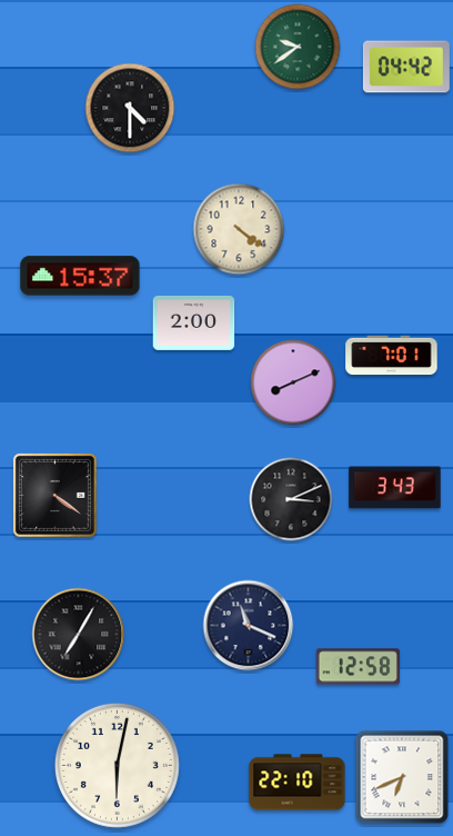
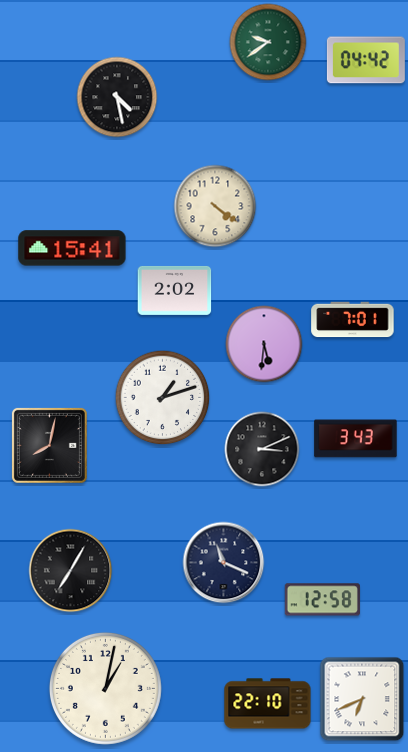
clock at (130, 108): 4:30 -> 4:28
clock at (80, 276): 15:37 -> 15:41
clock at (194, 322): 2:00 -> 2:02
clock at (293, 382): 8:11 -> 5:31
clock at (163, 398): none -> 1:12
clock at (54, 495): 4:21 -> 8:02
clock at (117, 765): 6:02 -> 1:02
